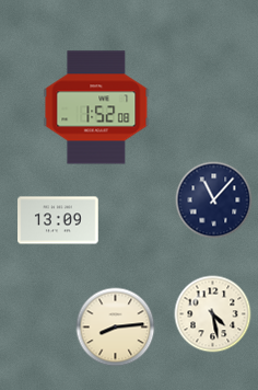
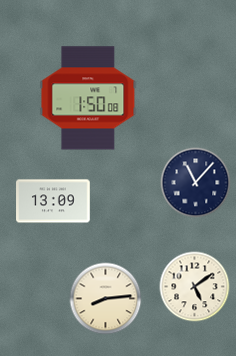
clock at (96, 107): 1:52 -> 1:50
clock at (213, 314): 4:28 -> 5:09
